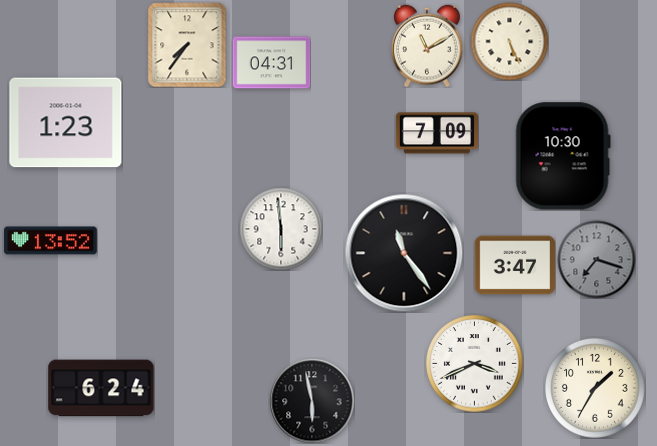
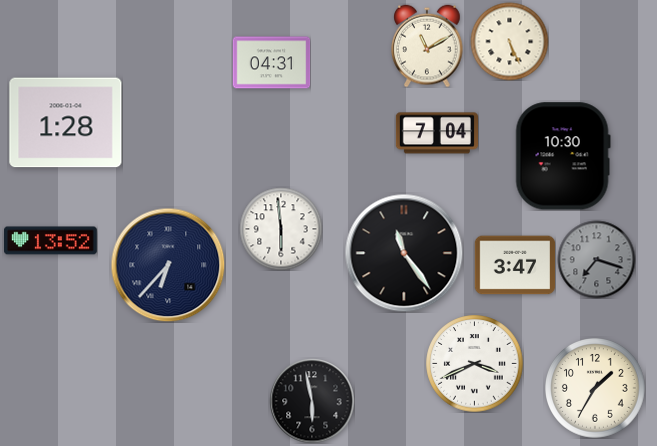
clock at (187, 45): 7:36 -> none
clock at (66, 123): 1:23 -> 1:28
clock at (436, 133): 7:09 -> 7:04
clock at (168, 265): none -> 6:37
clock at (101, 388): 6:24 -> none
